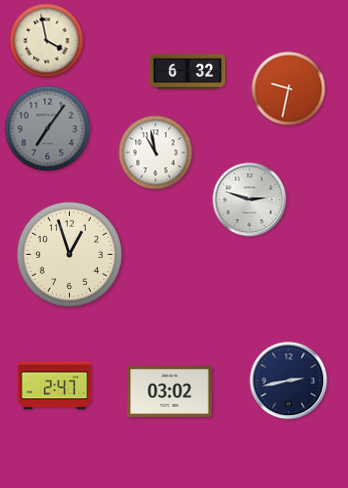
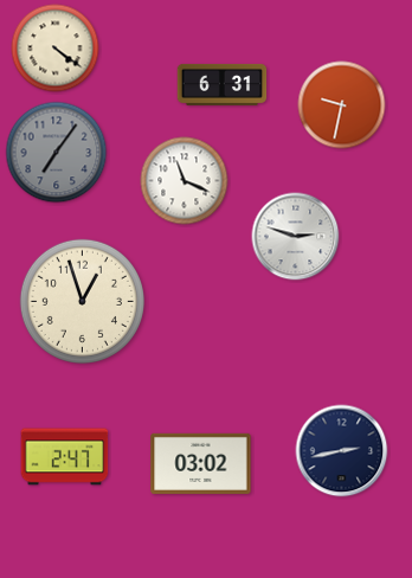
clock at (47, 41): 3:58 -> 4:21
clock at (188, 71): 6:32 -> 6:31
clock at (156, 153): 10:58 -> 11:19
